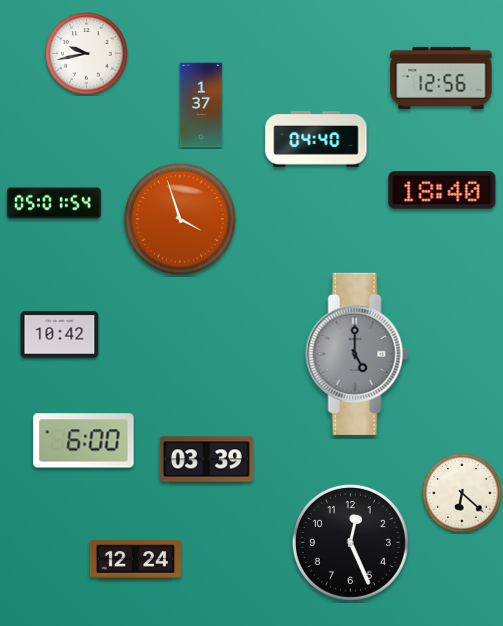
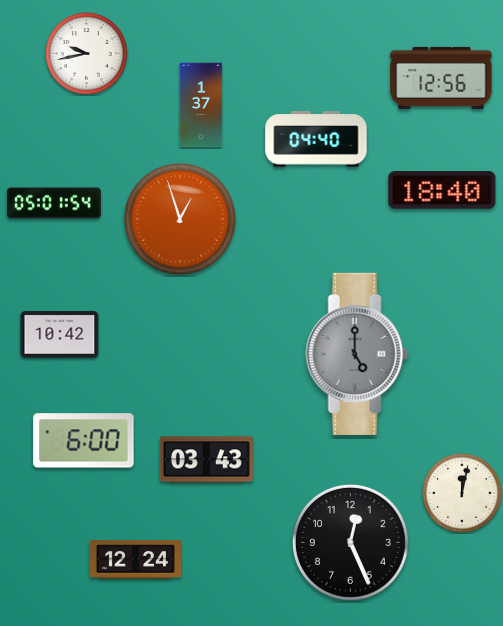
clock at (180, 219): 3:57 -> 12:57
clock at (206, 460): 03:39 -> 03:43
clock at (462, 493): 6:22 -> 12:02
